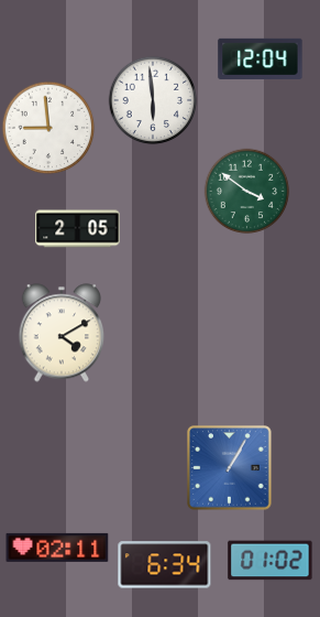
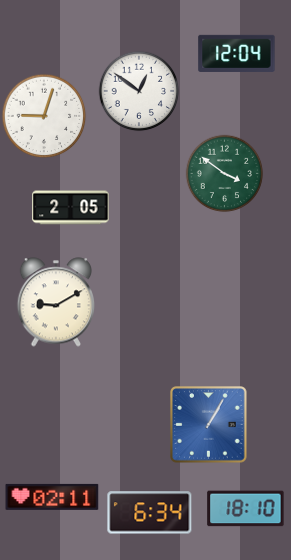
clock at (153, 100): 5:59 -> 12:51
clock at (48, 128): 8:59 -> 9:03
clock at (62, 333): 4:10 -> 9:10
clock at (271, 561): 01:02 -> 18:10
